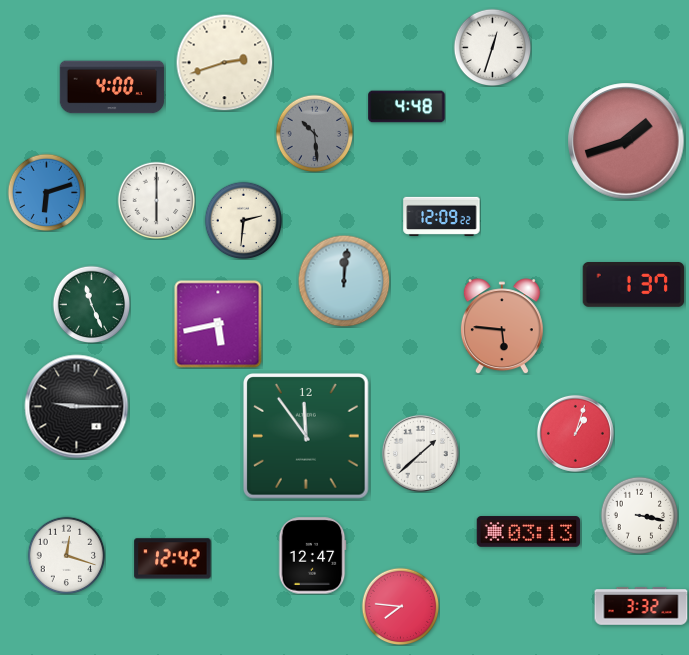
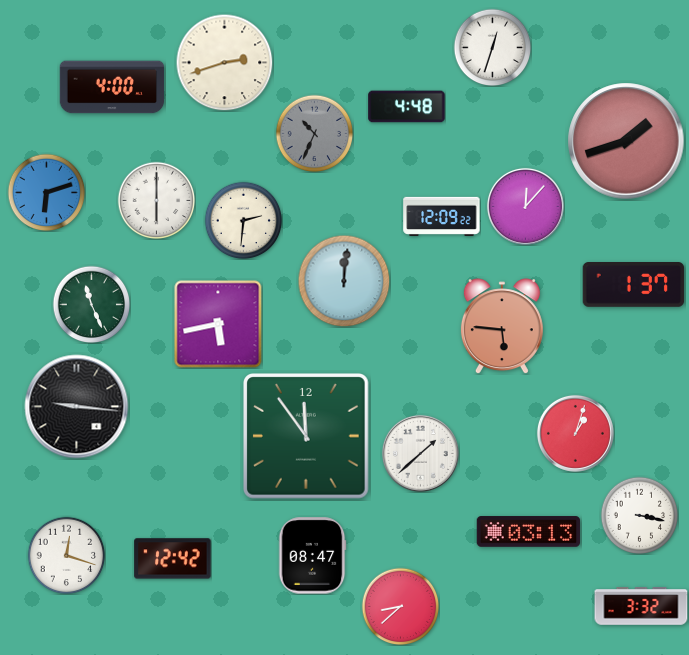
clock at (314, 133): 10:29 -> 10:34
clock at (525, 206): none -> 12:07
clock at (77, 407): 9:15 -> 9:16
clock at (312, 556): 12:47 -> 08:47
clock at (400, 606): 7:46 -> 8:38
